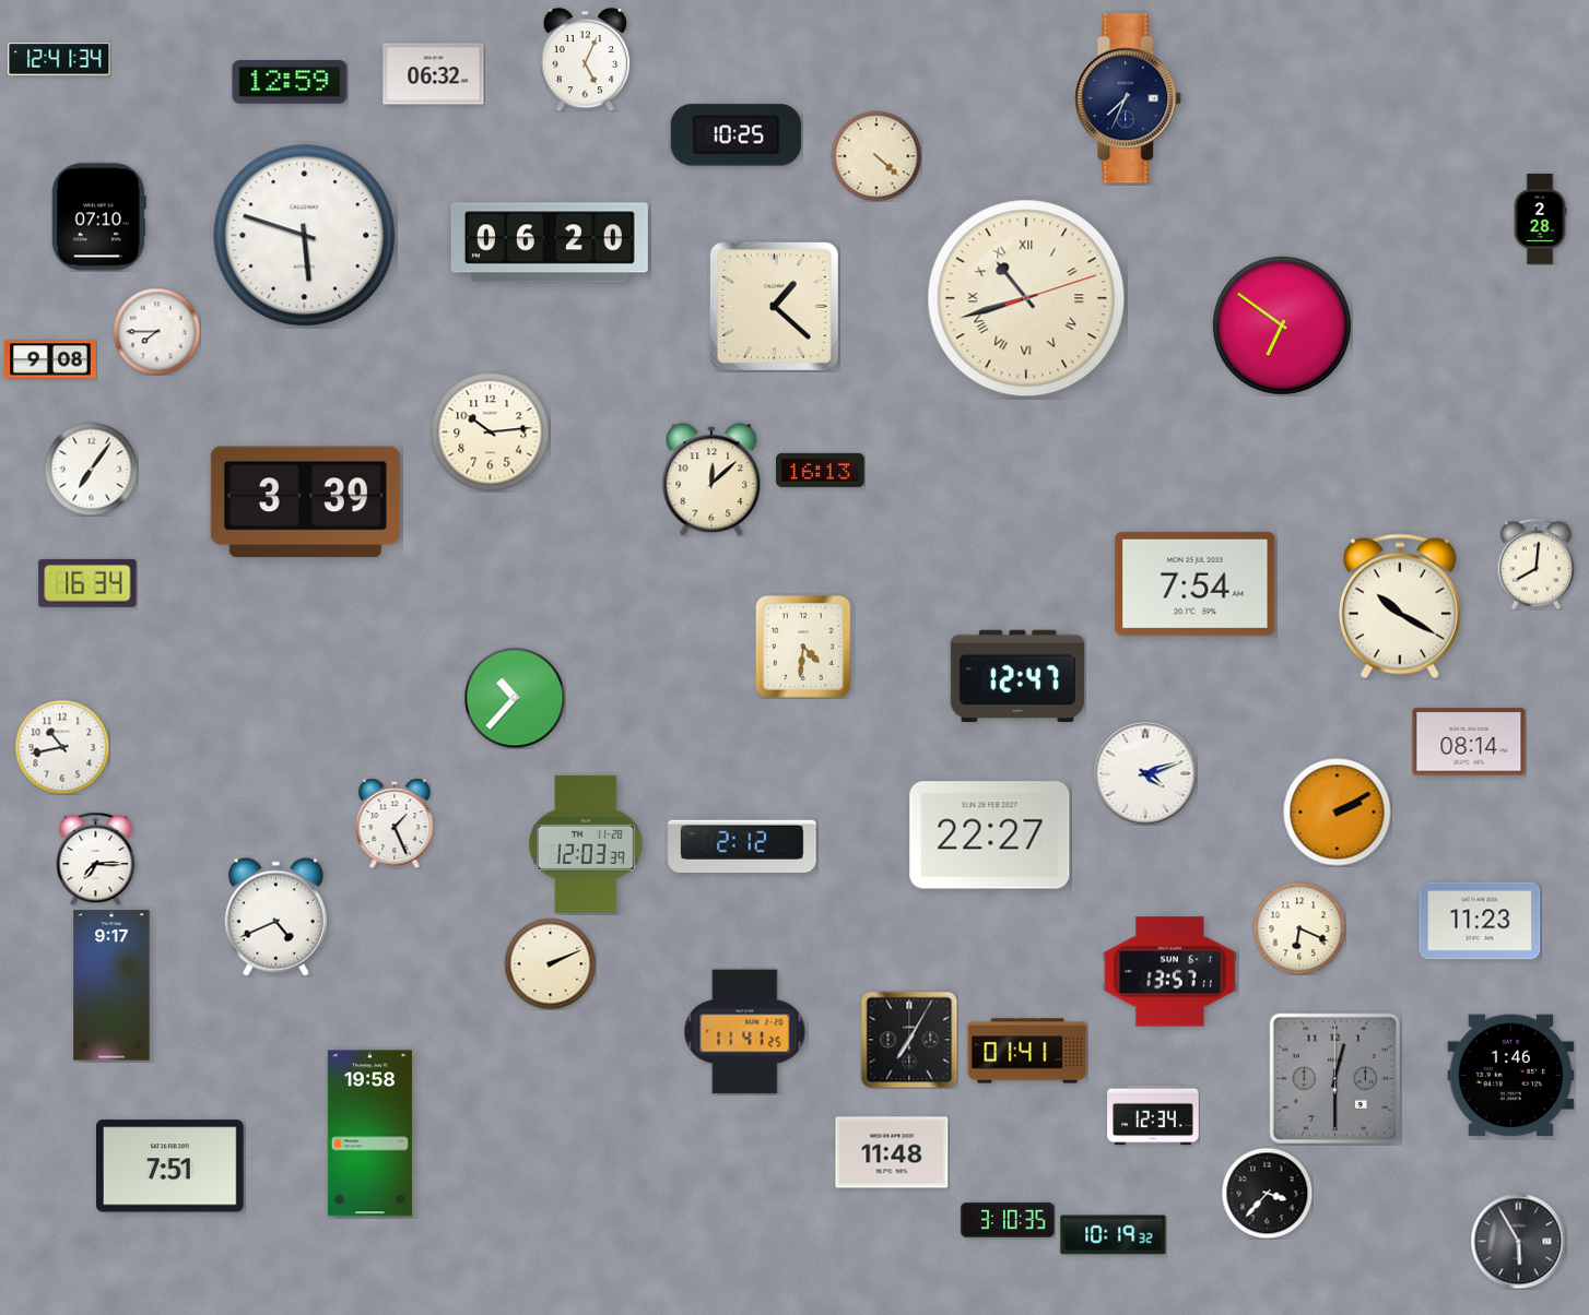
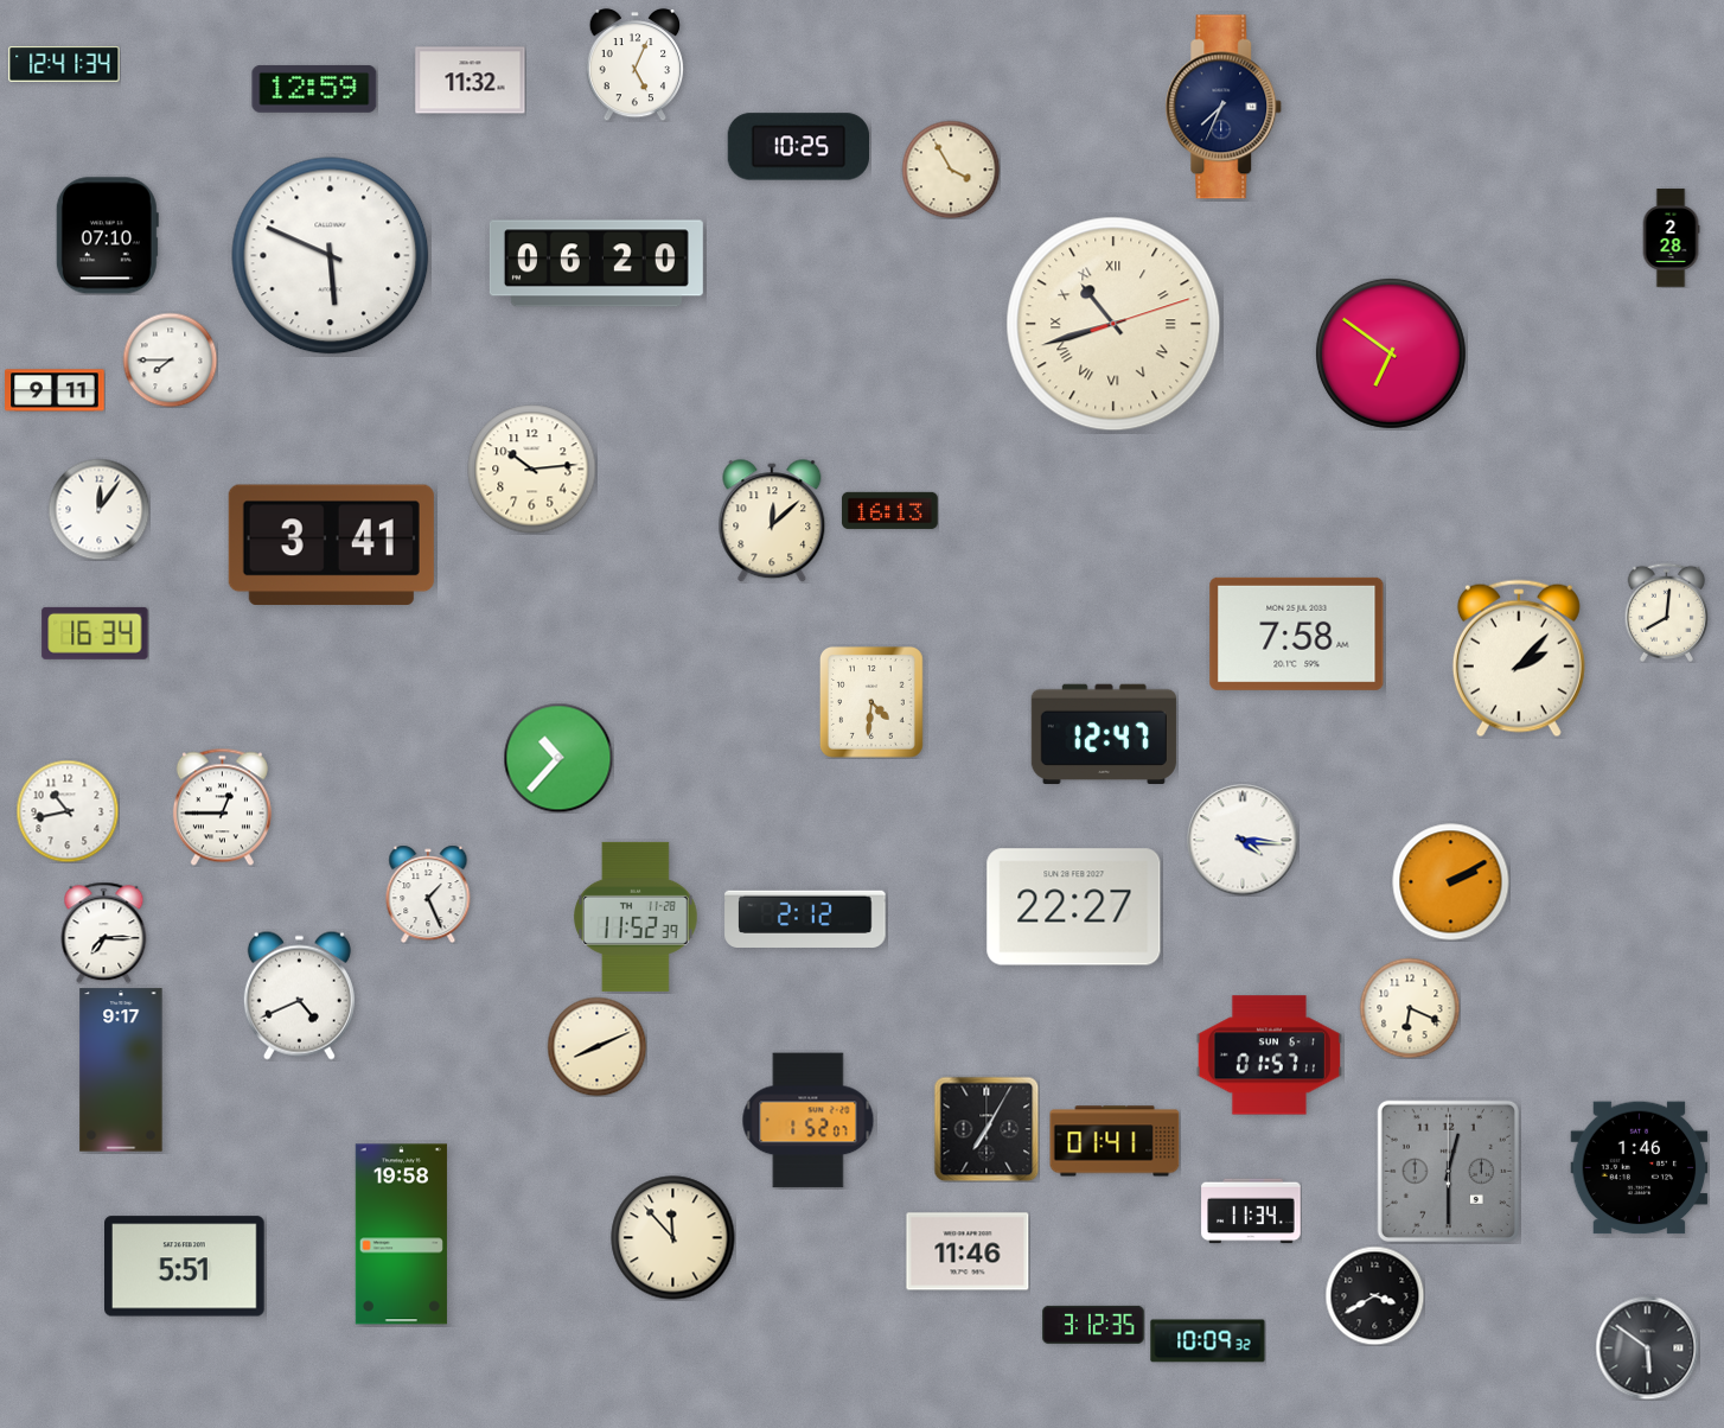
clock at (434, 74): 06:32 -> 11:32
clock at (876, 156): 4:22 -> 3:55
clock at (305, 236): 5:48 -> 5:49
clock at (774, 306): 1:22 -> none
clock at (50, 359): 9:08 -> 9:11
clock at (91, 469): 7:06 -> 12:06
clock at (305, 502): 3:39 -> 3:41
clock at (1196, 583): 7:54 -> 7:58
clock at (1400, 606): 10:20 -> 2:07
clock at (1469, 742): 08:14 -> none
clock at (222, 807): none -> 12:45
clock at (1145, 773): 4:12 -> 4:16
clock at (587, 844): 12:03 -> 11:52
clock at (1480, 921): 11:23 -> none
clock at (550, 963): 2:11 -> 8:11
clock at (1169, 972): 13:57 -> 01:57
clock at (745, 1032): 11:41 -> 1:52
clock at (1153, 1115): 12:34 -> 11:34
clock at (369, 1134) position: (369, 1134) -> (401, 1235)
clock at (673, 1238): none -> 11:53
clock at (892, 1152): 11:48 -> 11:46
clock at (170, 1166): 7:51 -> 5:51
clock at (1267, 1193): 3:37 -> 3:40
clock at (1008, 1220): 3:10 -> 3:12
clock at (1114, 1235): 10:19 -> 10:09
clock at (1518, 1241): 5:55 -> 5:51
